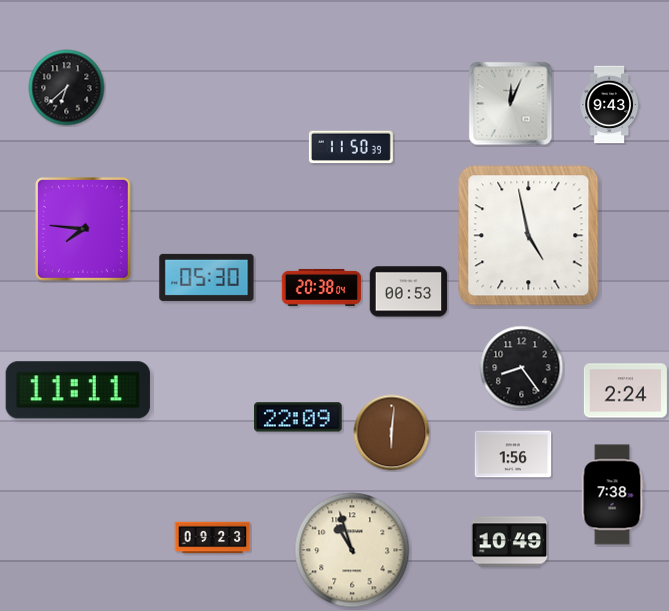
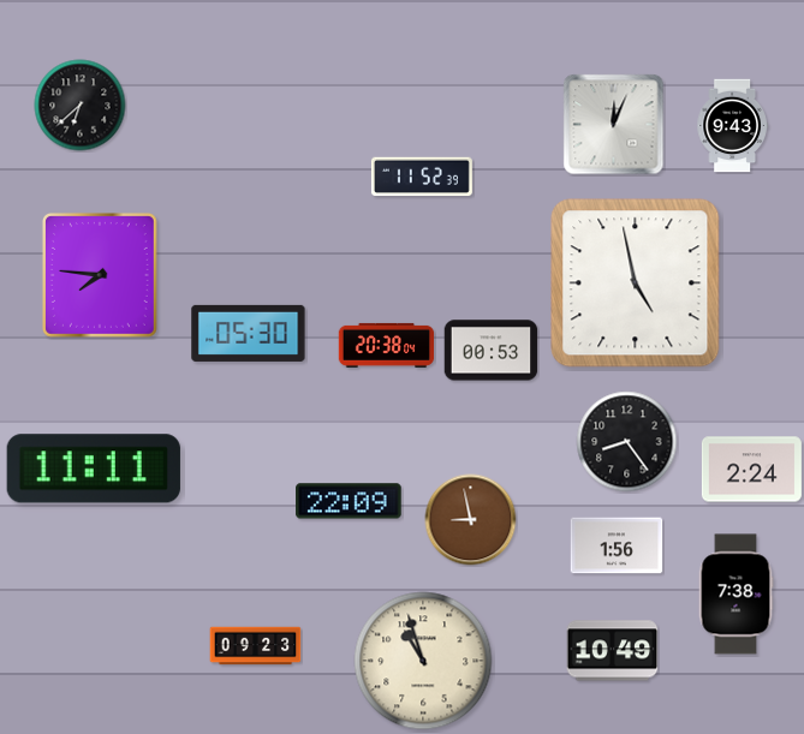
clock at (351, 147): 11:50 -> 11:52
clock at (298, 417) position: (298, 417) -> (349, 501)
clock at (392, 433): 6:01 -> 8:58
